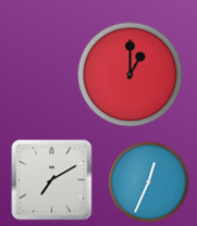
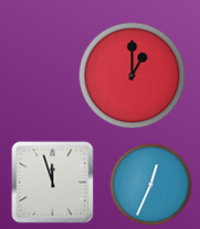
clock at (52, 180): 7:10 -> 11:57
